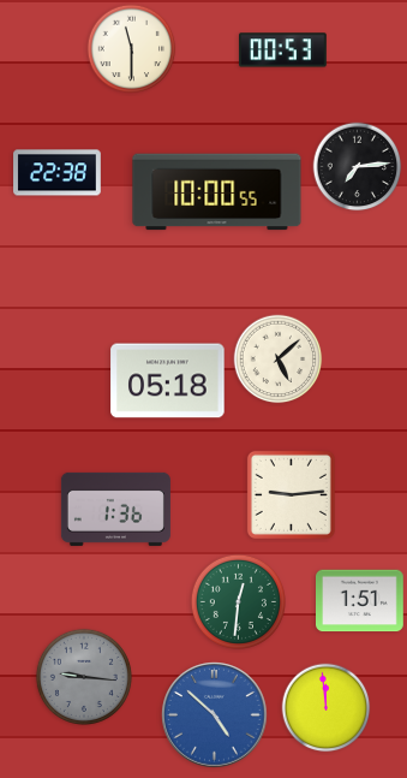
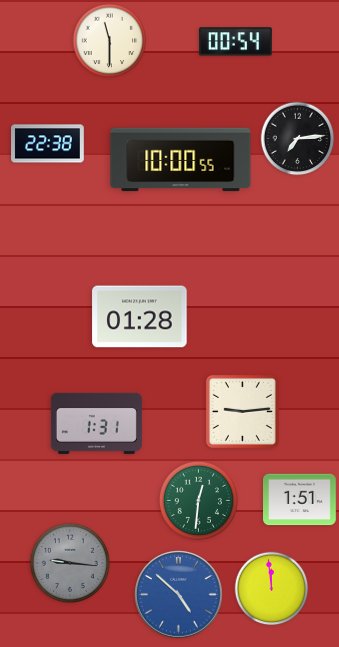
clock at (283, 51): 00:53 -> 00:54
clock at (279, 360): 5:08 -> none
clock at (168, 381): 05:18 -> 01:28
clock at (115, 509): 1:36 -> 1:31
